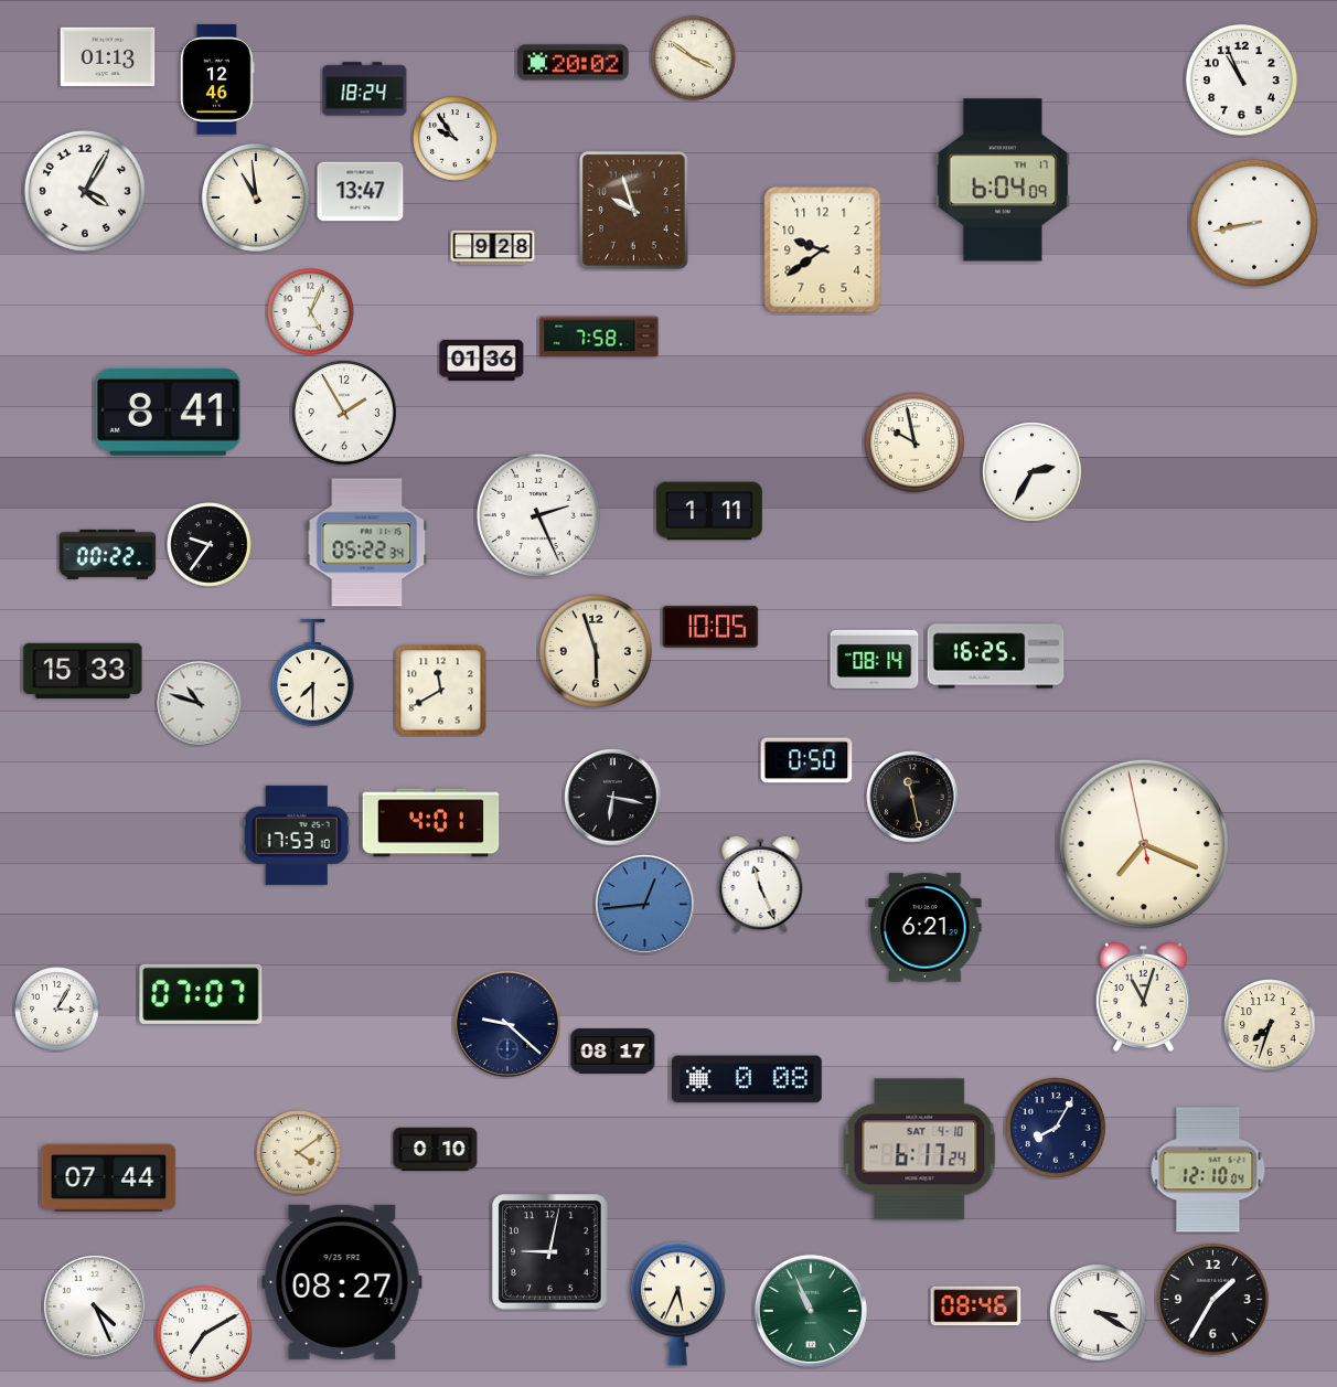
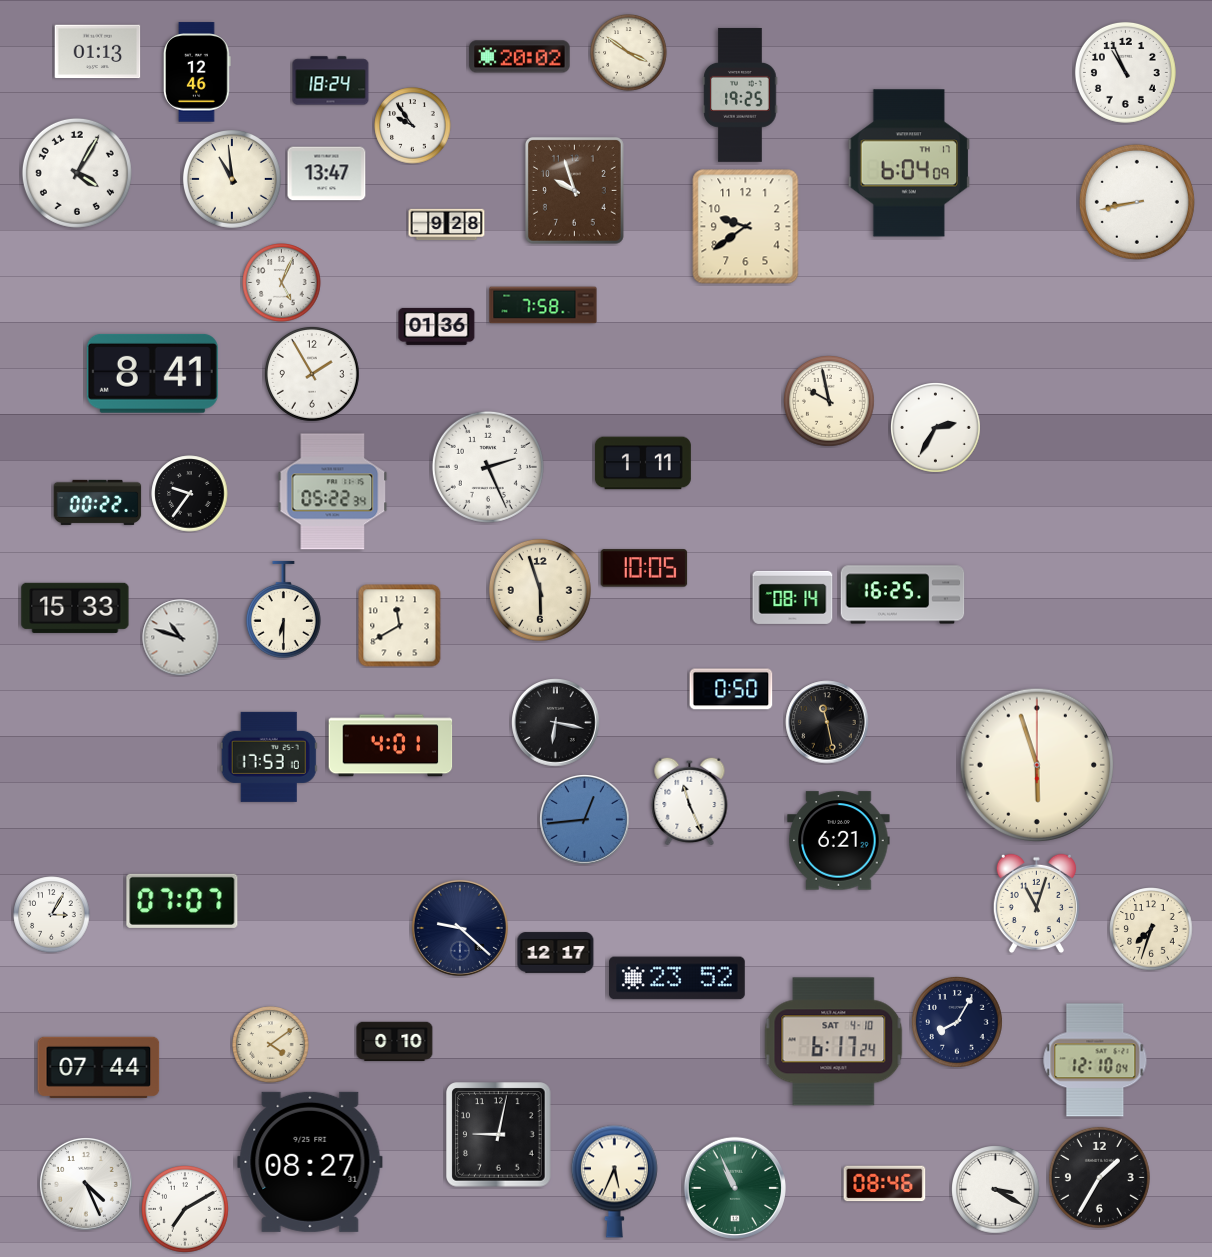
clock at (740, 95): none -> 19:25
clock at (312, 673): 7:30 -> 6:30
clock at (1143, 843): 7:18 -> 5:57
clock at (613, 1052): 08:17 -> 12:17
clock at (748, 1079): 0:08 -> 23:52
